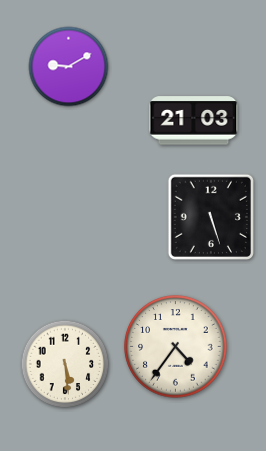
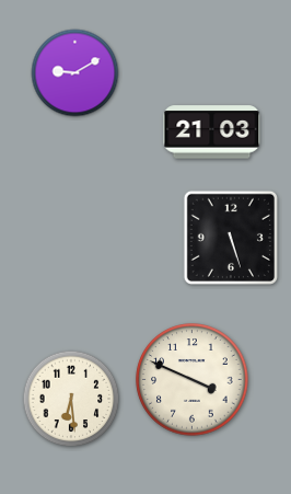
clock at (176, 347): 4:36 -> 3:49
clock at (65, 364): 5:29 -> 6:29
